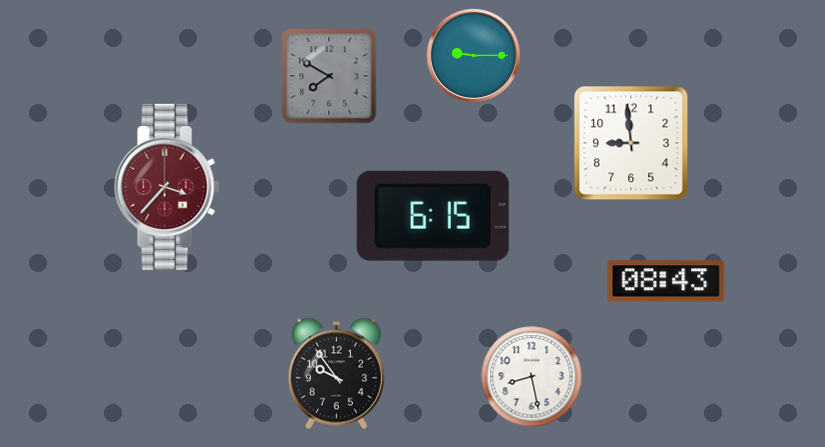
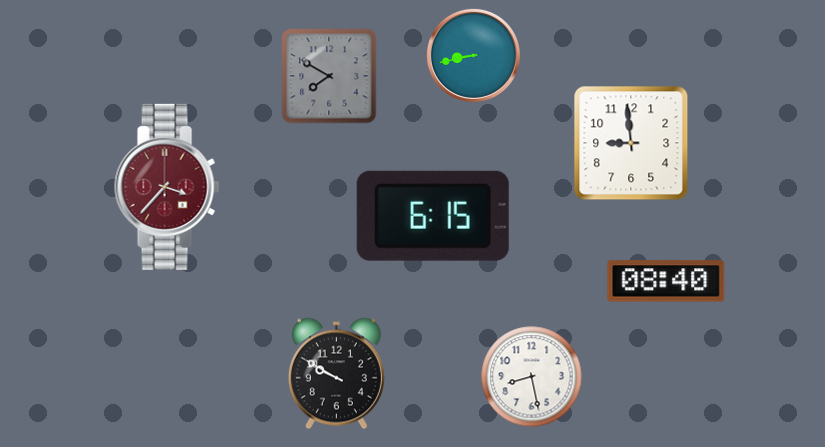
clock at (473, 55): 9:15 -> 8:43
clock at (666, 281): 08:43 -> 08:40
clock at (336, 374): 9:54 -> 9:50
